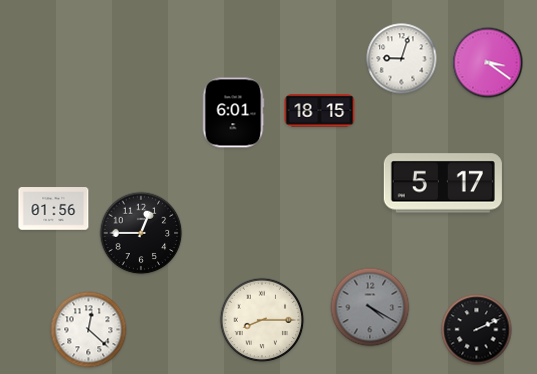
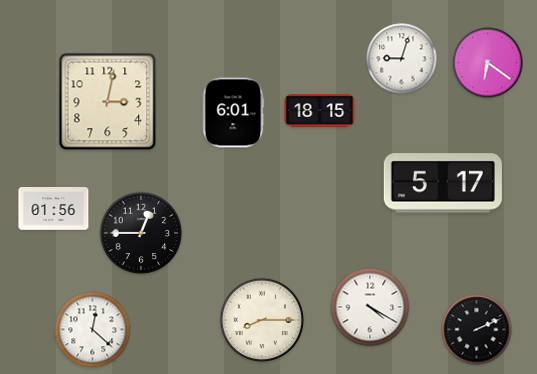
clock at (488, 63): 3:21 -> 6:21
clock at (108, 102): none -> 3:02
clock at (370, 307) dial: grey -> white
clock at (89, 330) position: (89, 330) -> (93, 330)
